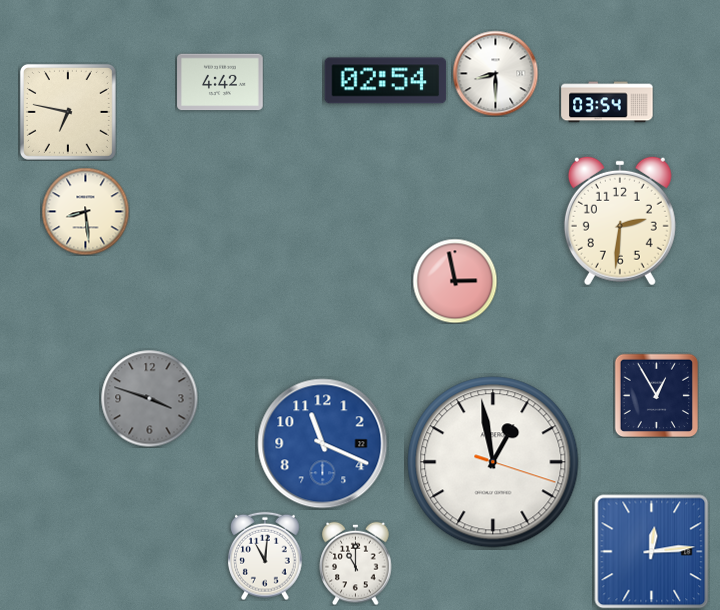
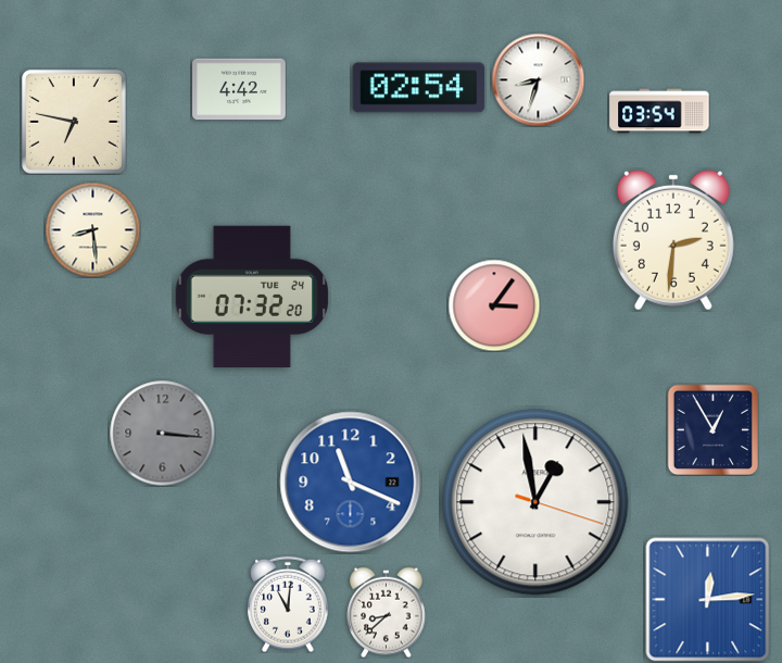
clock at (495, 73): 8:30 -> 8:33
clock at (252, 296): none -> 07:32
clock at (455, 281): 2:58 -> 3:06
clock at (149, 398): 3:48 -> 3:16
clock at (356, 563): 11:00 -> 8:38
